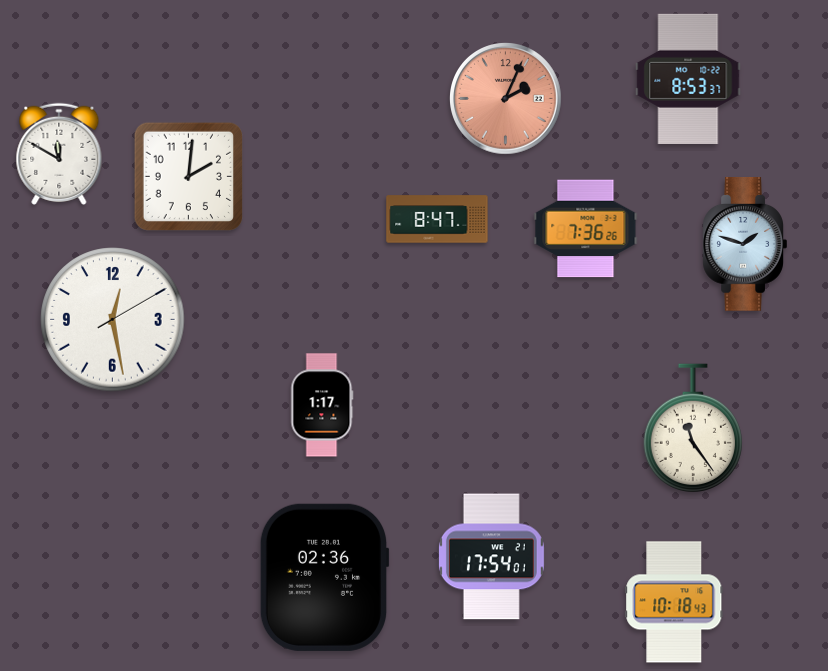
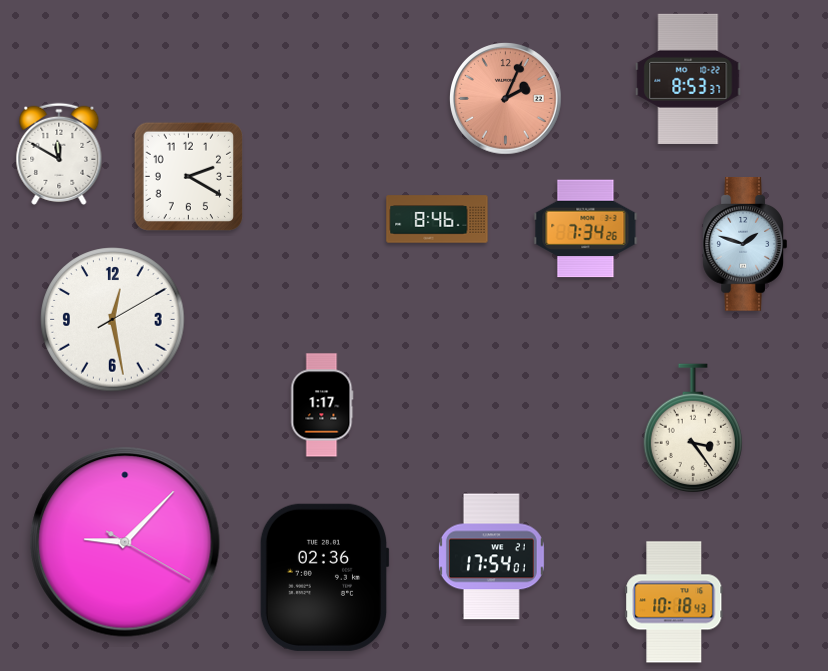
clock at (188, 176): 2:01 -> 2:20
clock at (437, 219): 8:47 -> 8:46
clock at (586, 229): 7:36 -> 7:34
clock at (692, 428): 11:24 -> 3:24
clock at (125, 542): none -> 9:07
